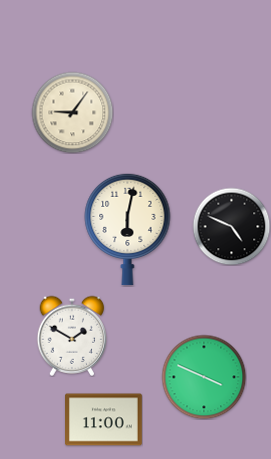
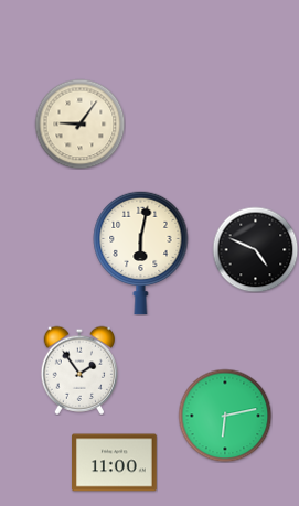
clock at (72, 336): 1:50 -> 1:54
clock at (204, 377): 3:49 -> 6:13
